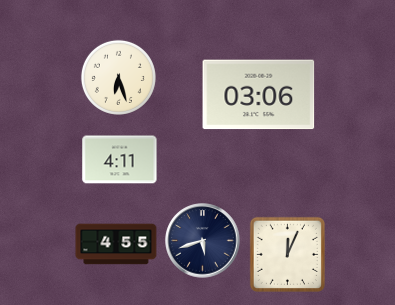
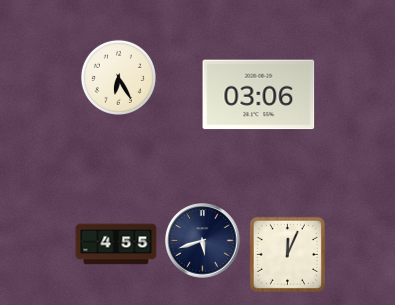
clock at (118, 77): 6:27 -> 6:25
clock at (120, 160): 4:11 -> none
